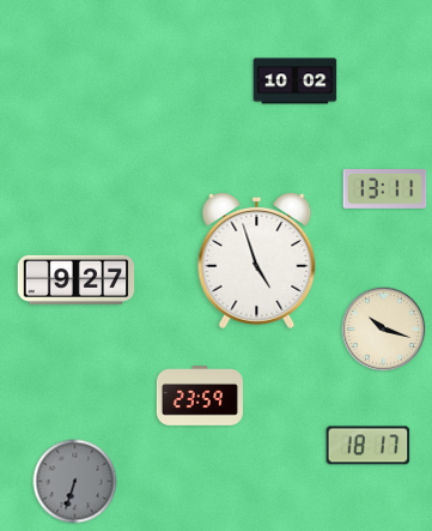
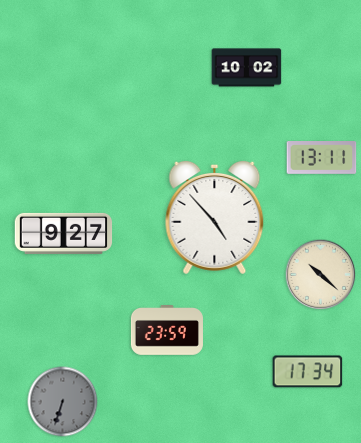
clock at (257, 260): 4:57 -> 4:53
clock at (384, 330): 10:18 -> 10:22
clock at (369, 446): 18:17 -> 17:34
